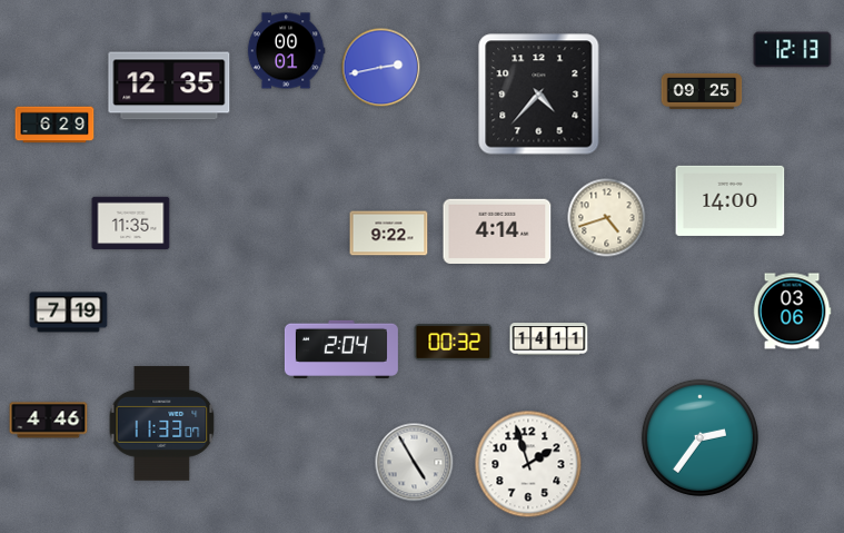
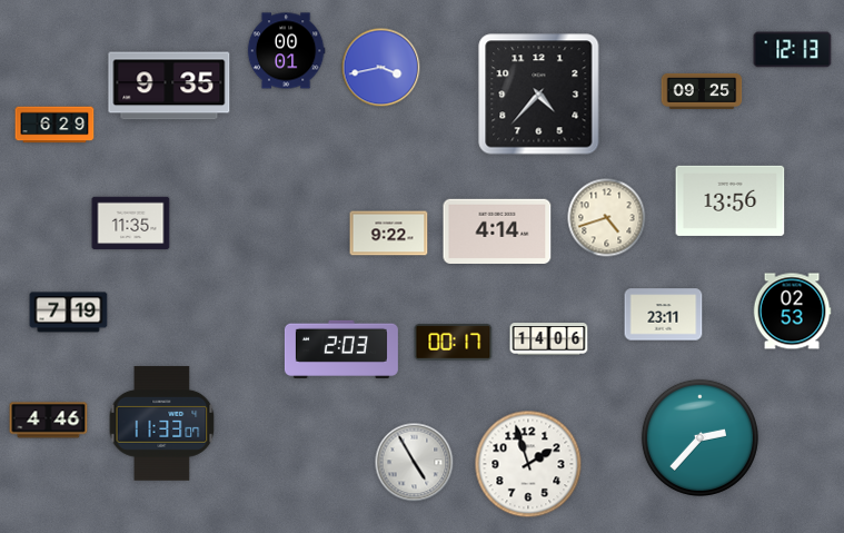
clock at (381, 68): 2:43 -> 3:43
clock at (169, 86): 12:35 -> 9:35
clock at (731, 200): 14:00 -> 13:56
clock at (792, 312): 03:06 -> 02:53
clock at (664, 315): none -> 23:11
clock at (549, 339): 14:11 -> 14:06
clock at (454, 343): 00:32 -> 00:17
clock at (341, 349): 2:04 -> 2:03
clock at (699, 437): 2:36 -> 2:37
